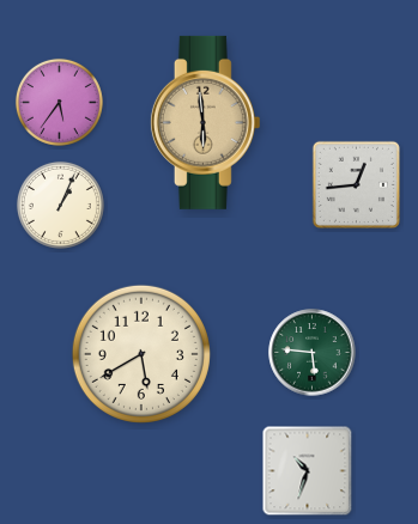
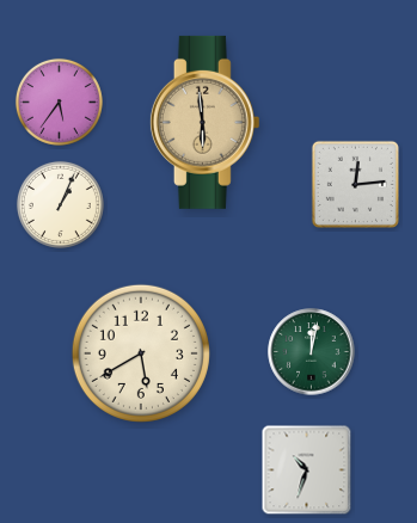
clock at (356, 184): 12:44 -> 12:14
clock at (313, 353): 5:46 -> 12:02
